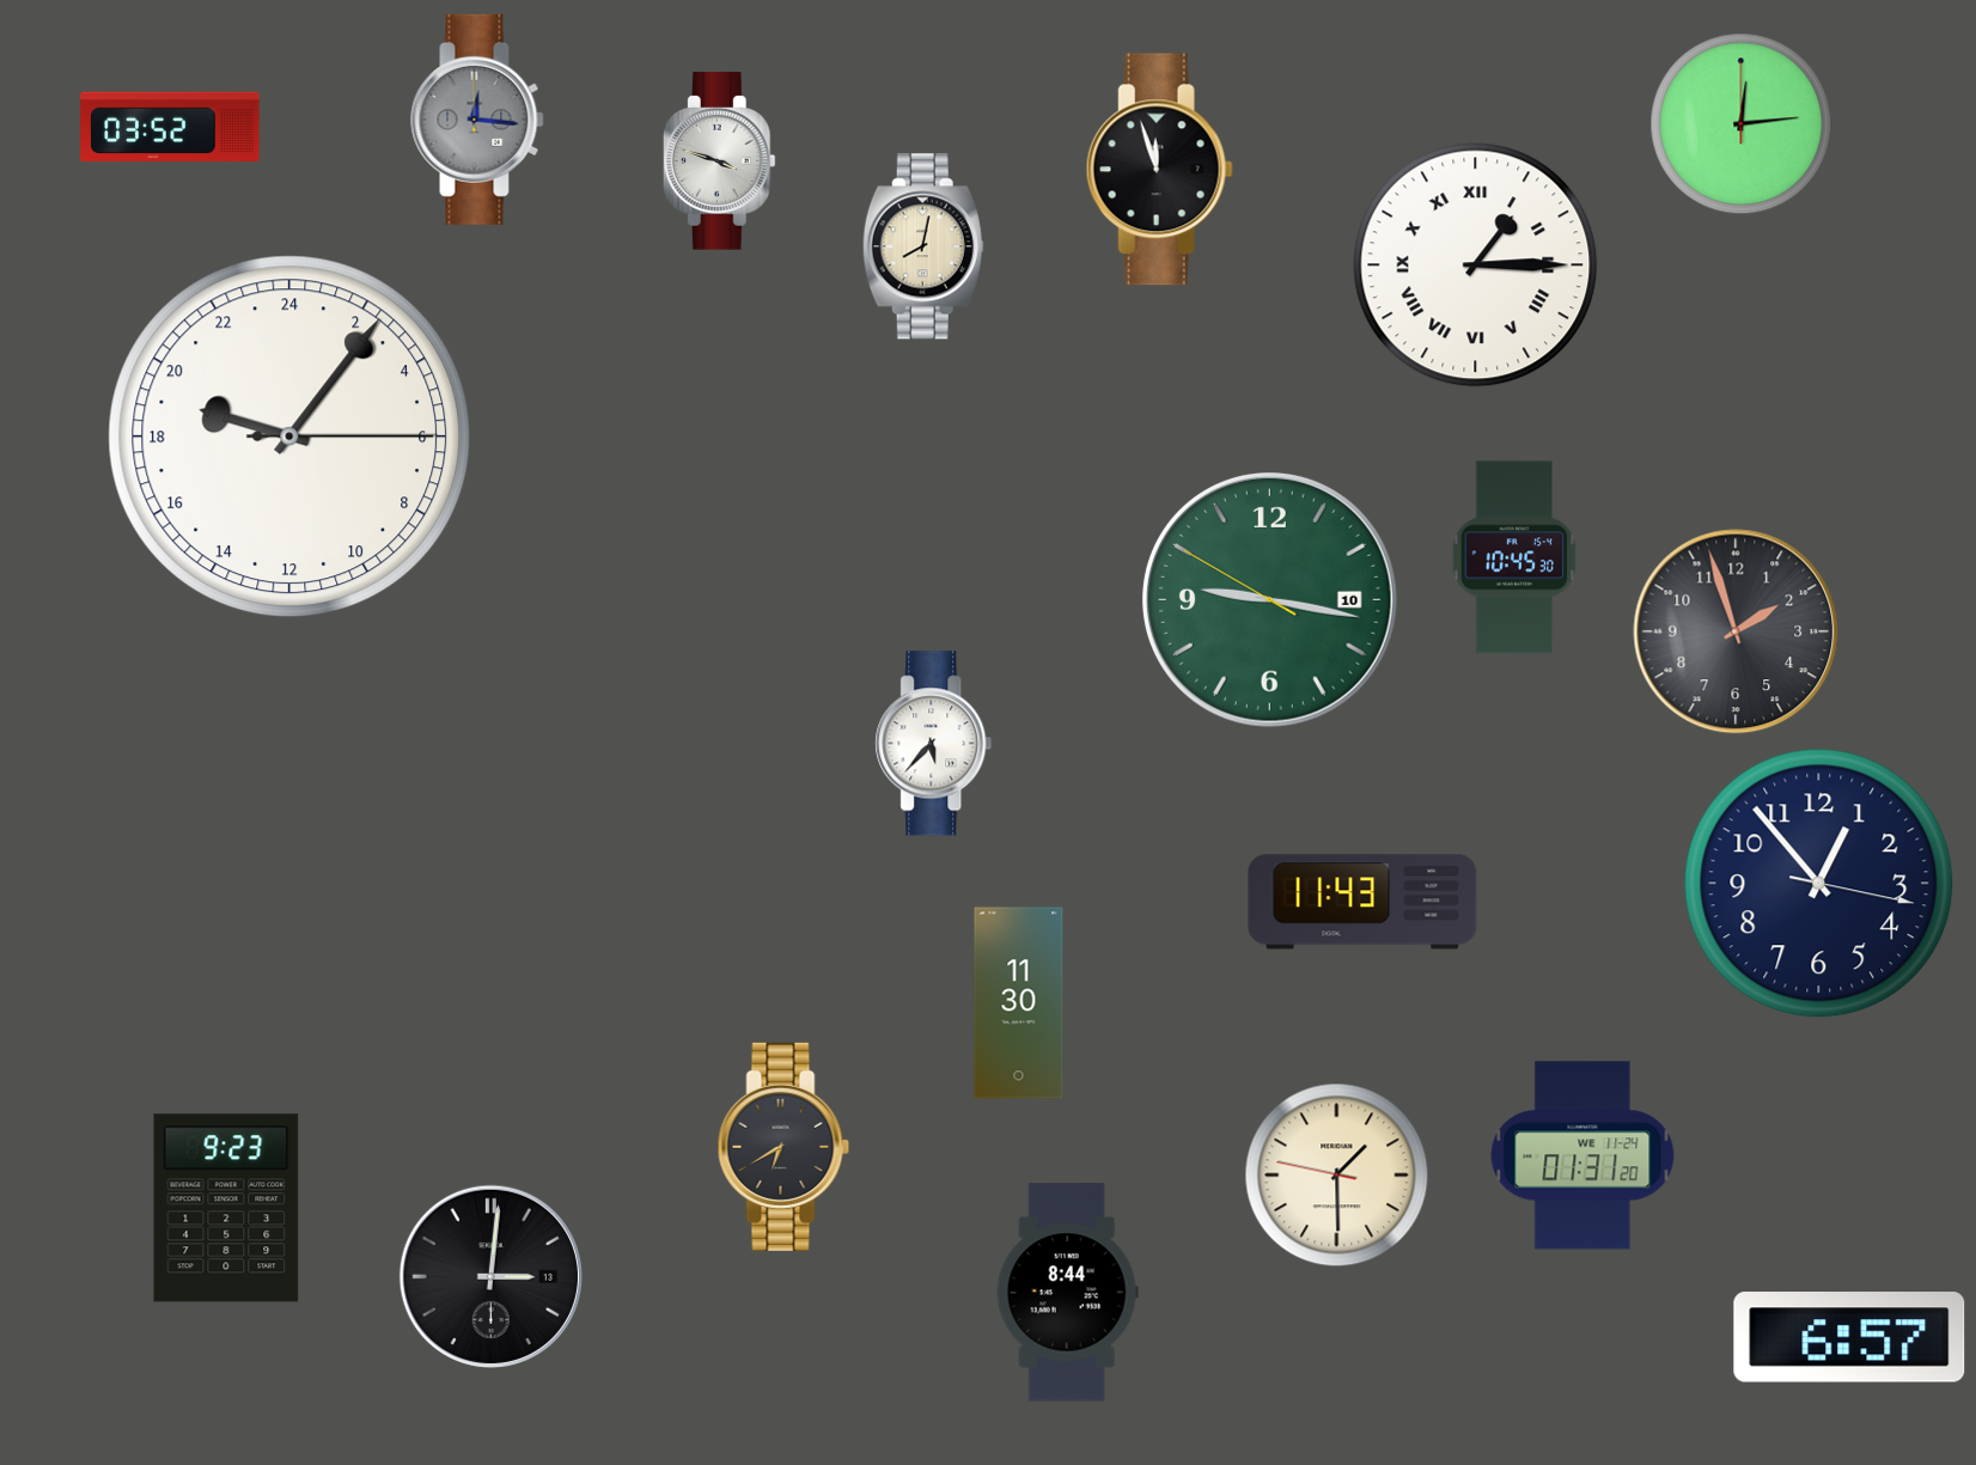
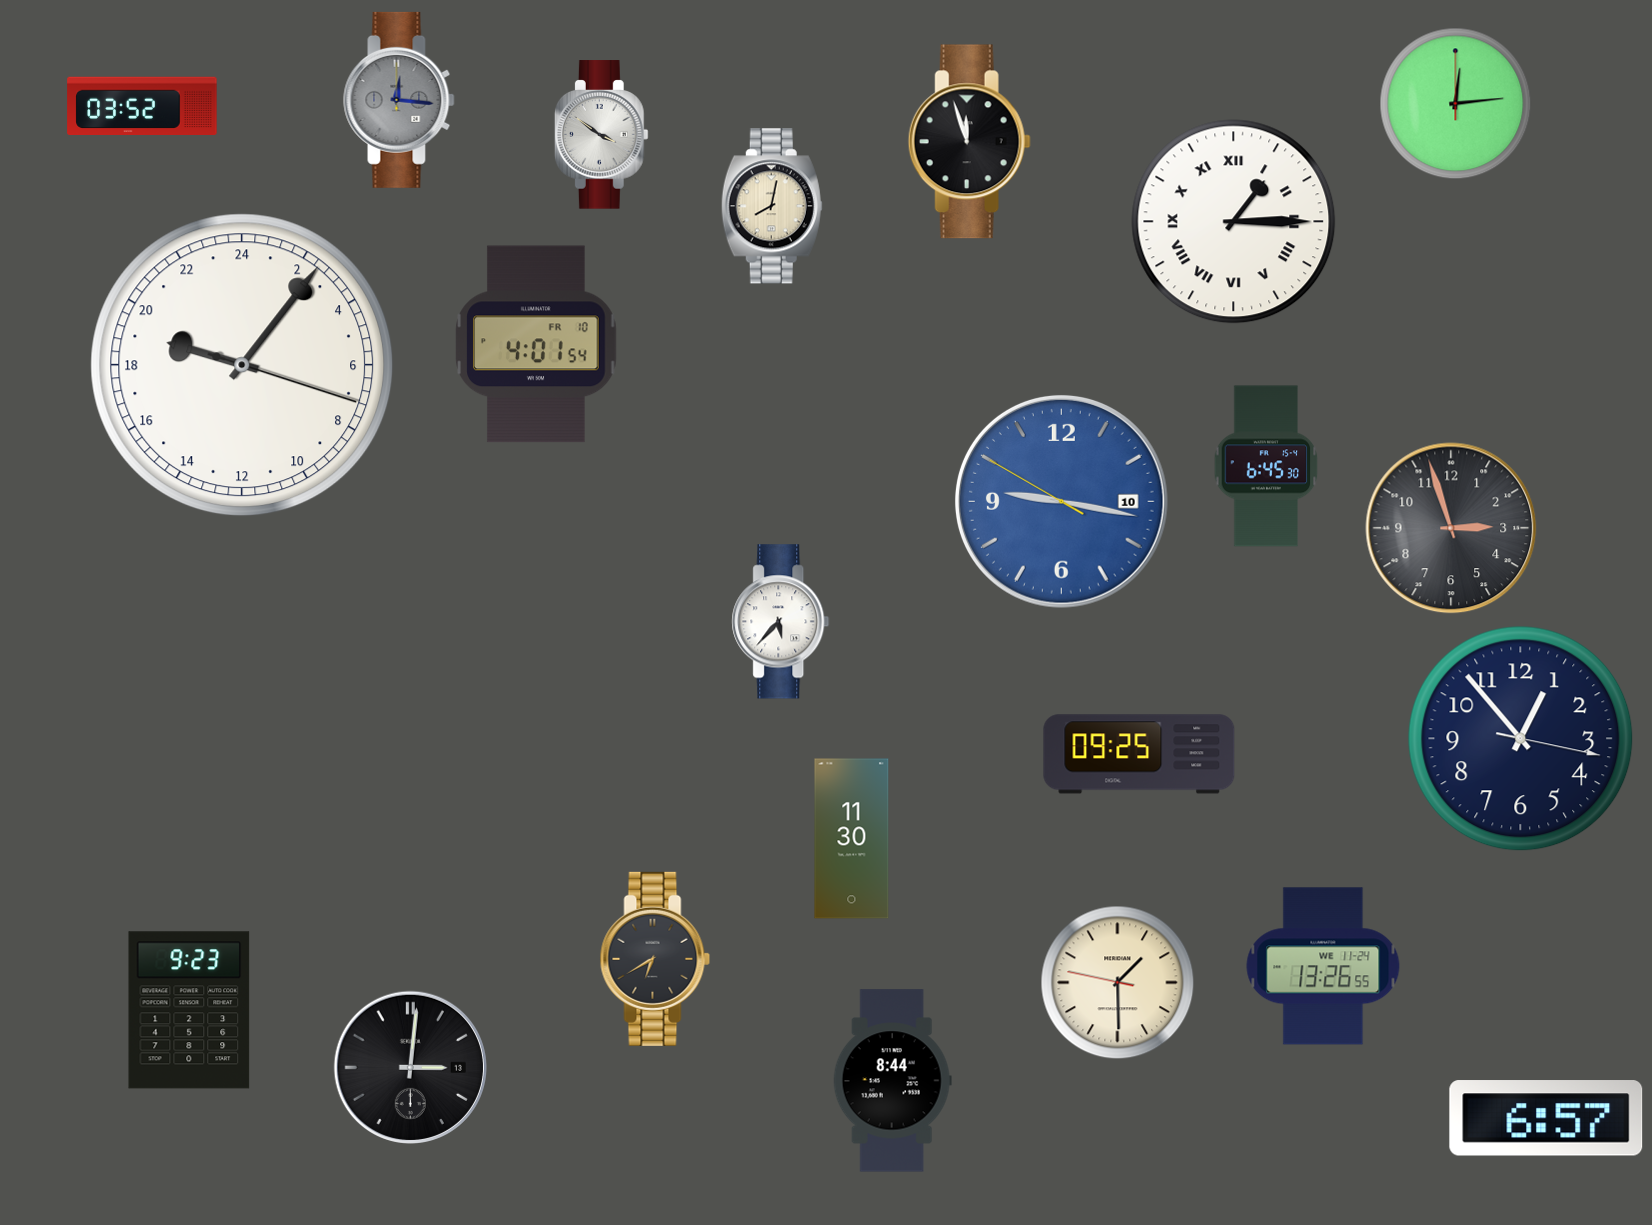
clock at (719, 161): 3:48 -> 3:51
clock at (536, 344): none -> 4:01
clock at (289, 437): 19:06:15 -> 19:06:18
clock at (1514, 557): 10:45 -> 6:45
clock at (1269, 599) dial: green -> blue
clock at (1736, 631): 1:57 -> 2:57
clock at (1362, 902): 11:43 -> 09:25
clock at (1582, 1155): 01:31 -> 13:26
